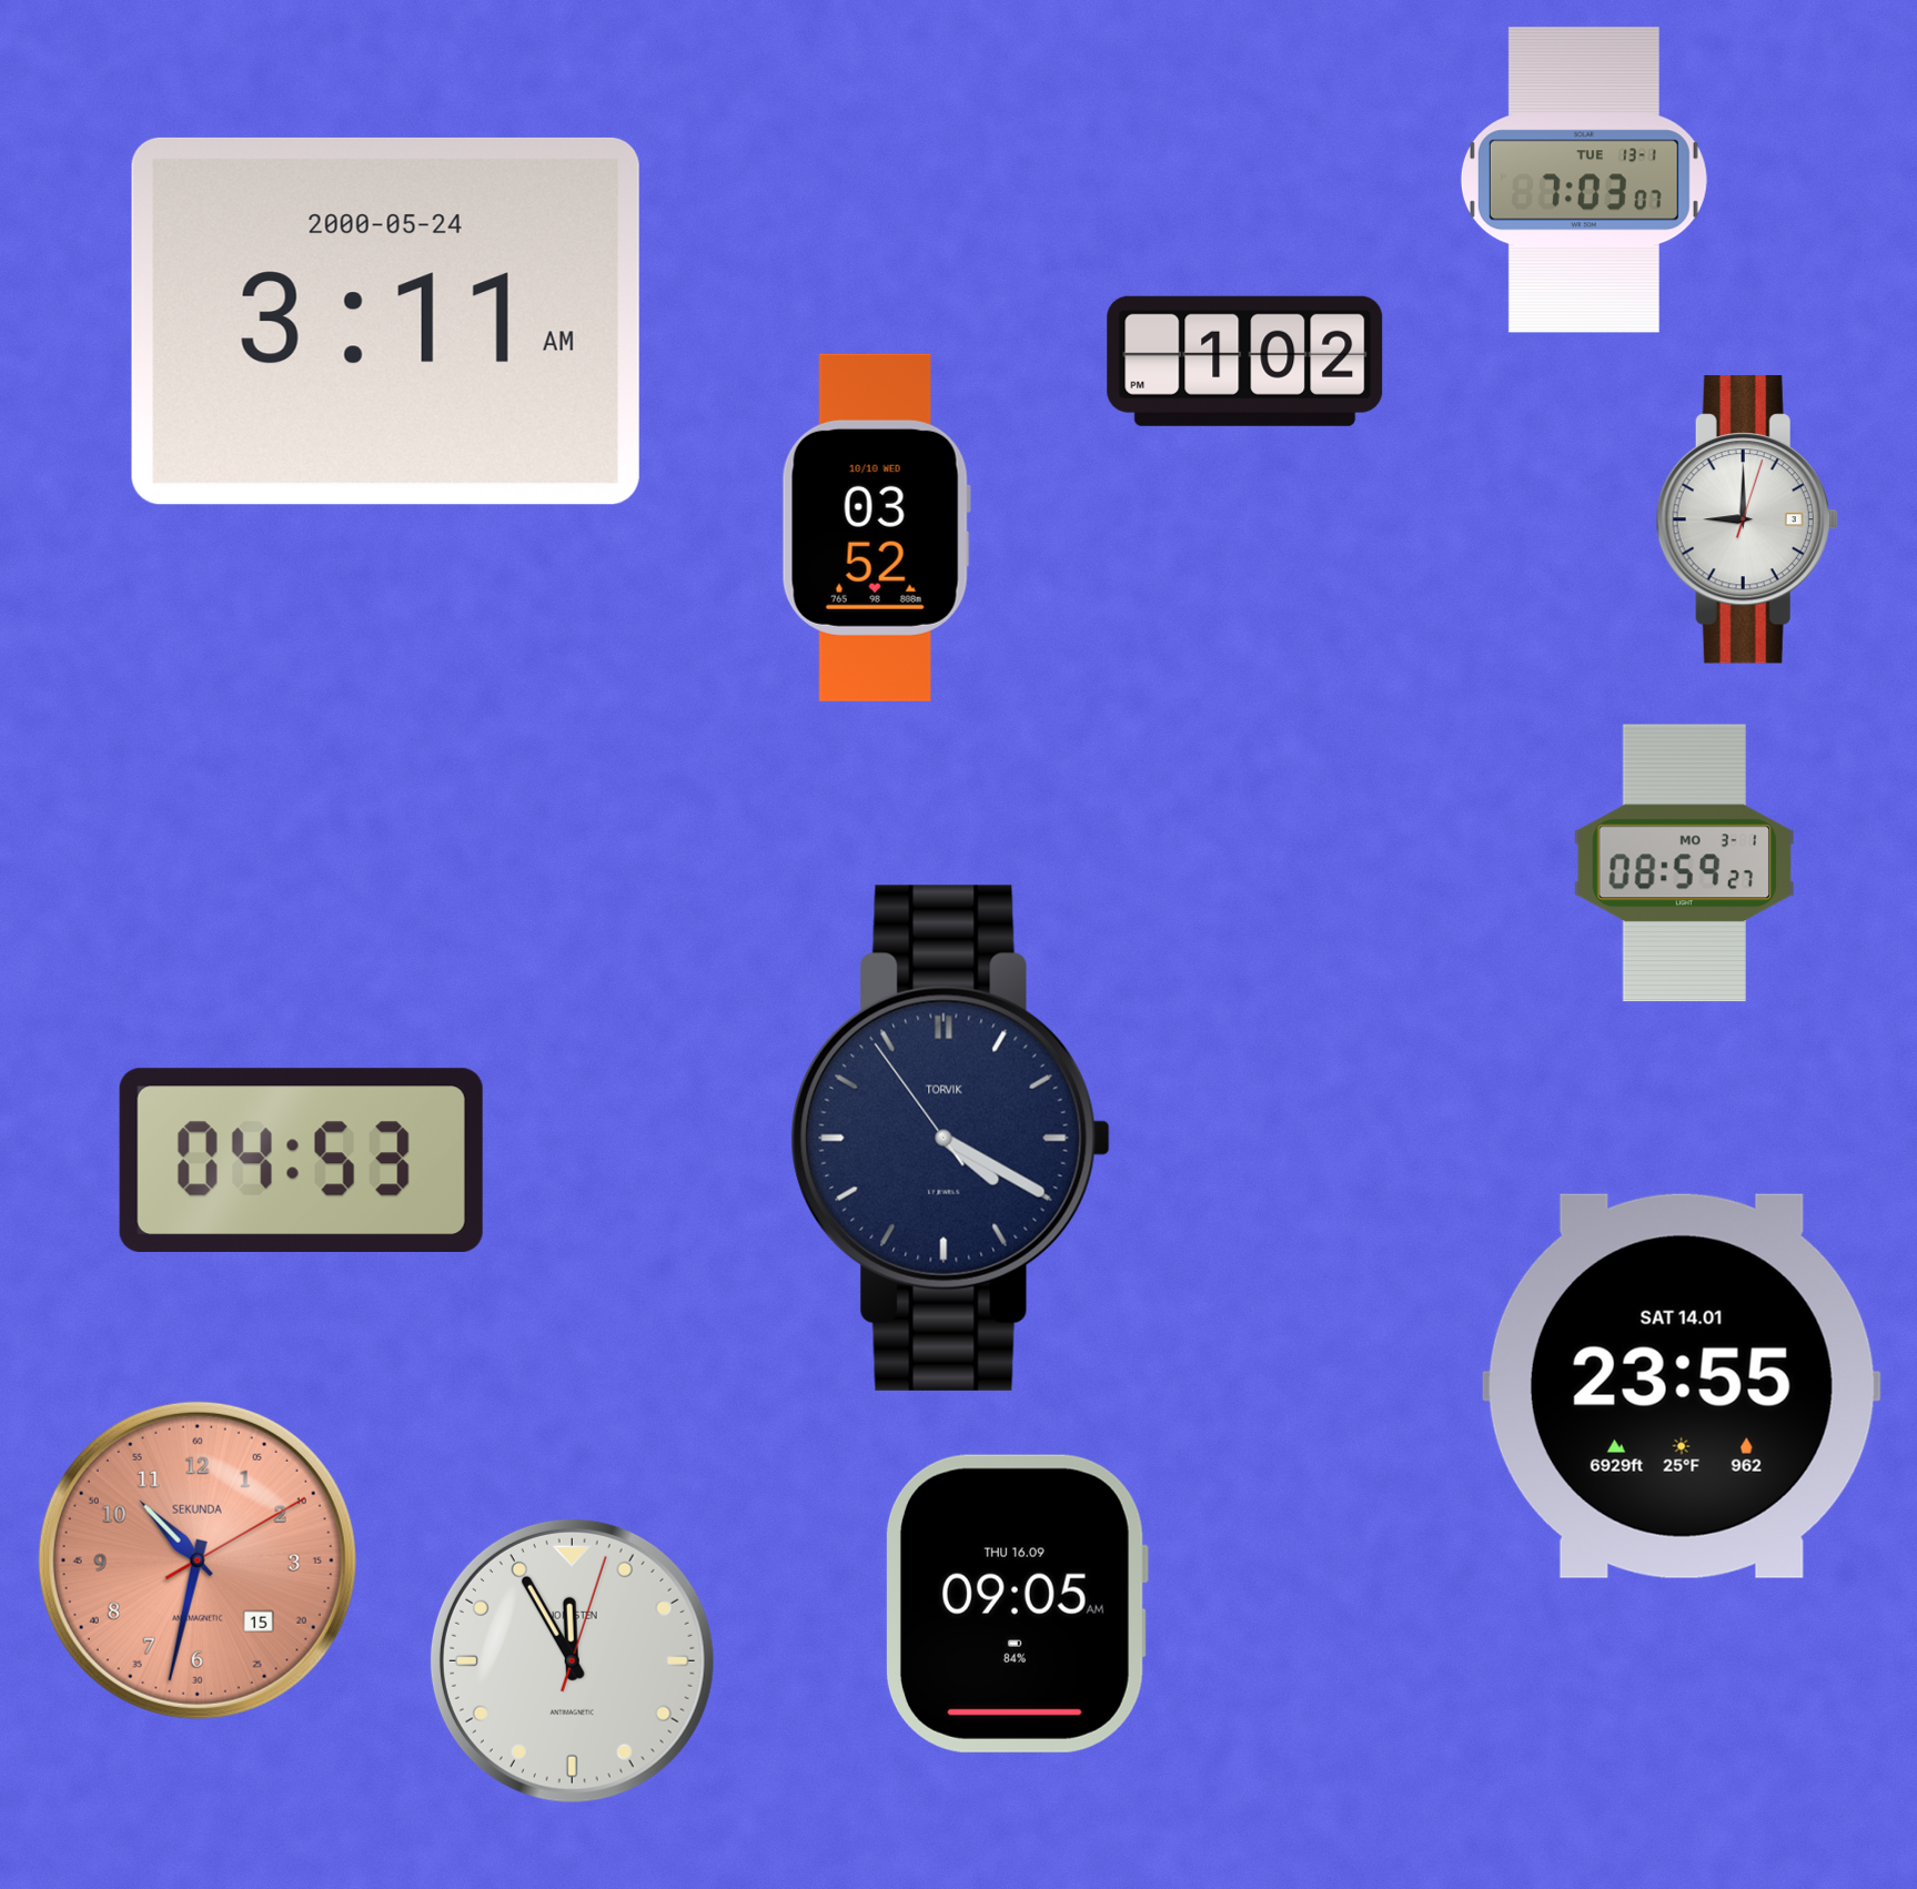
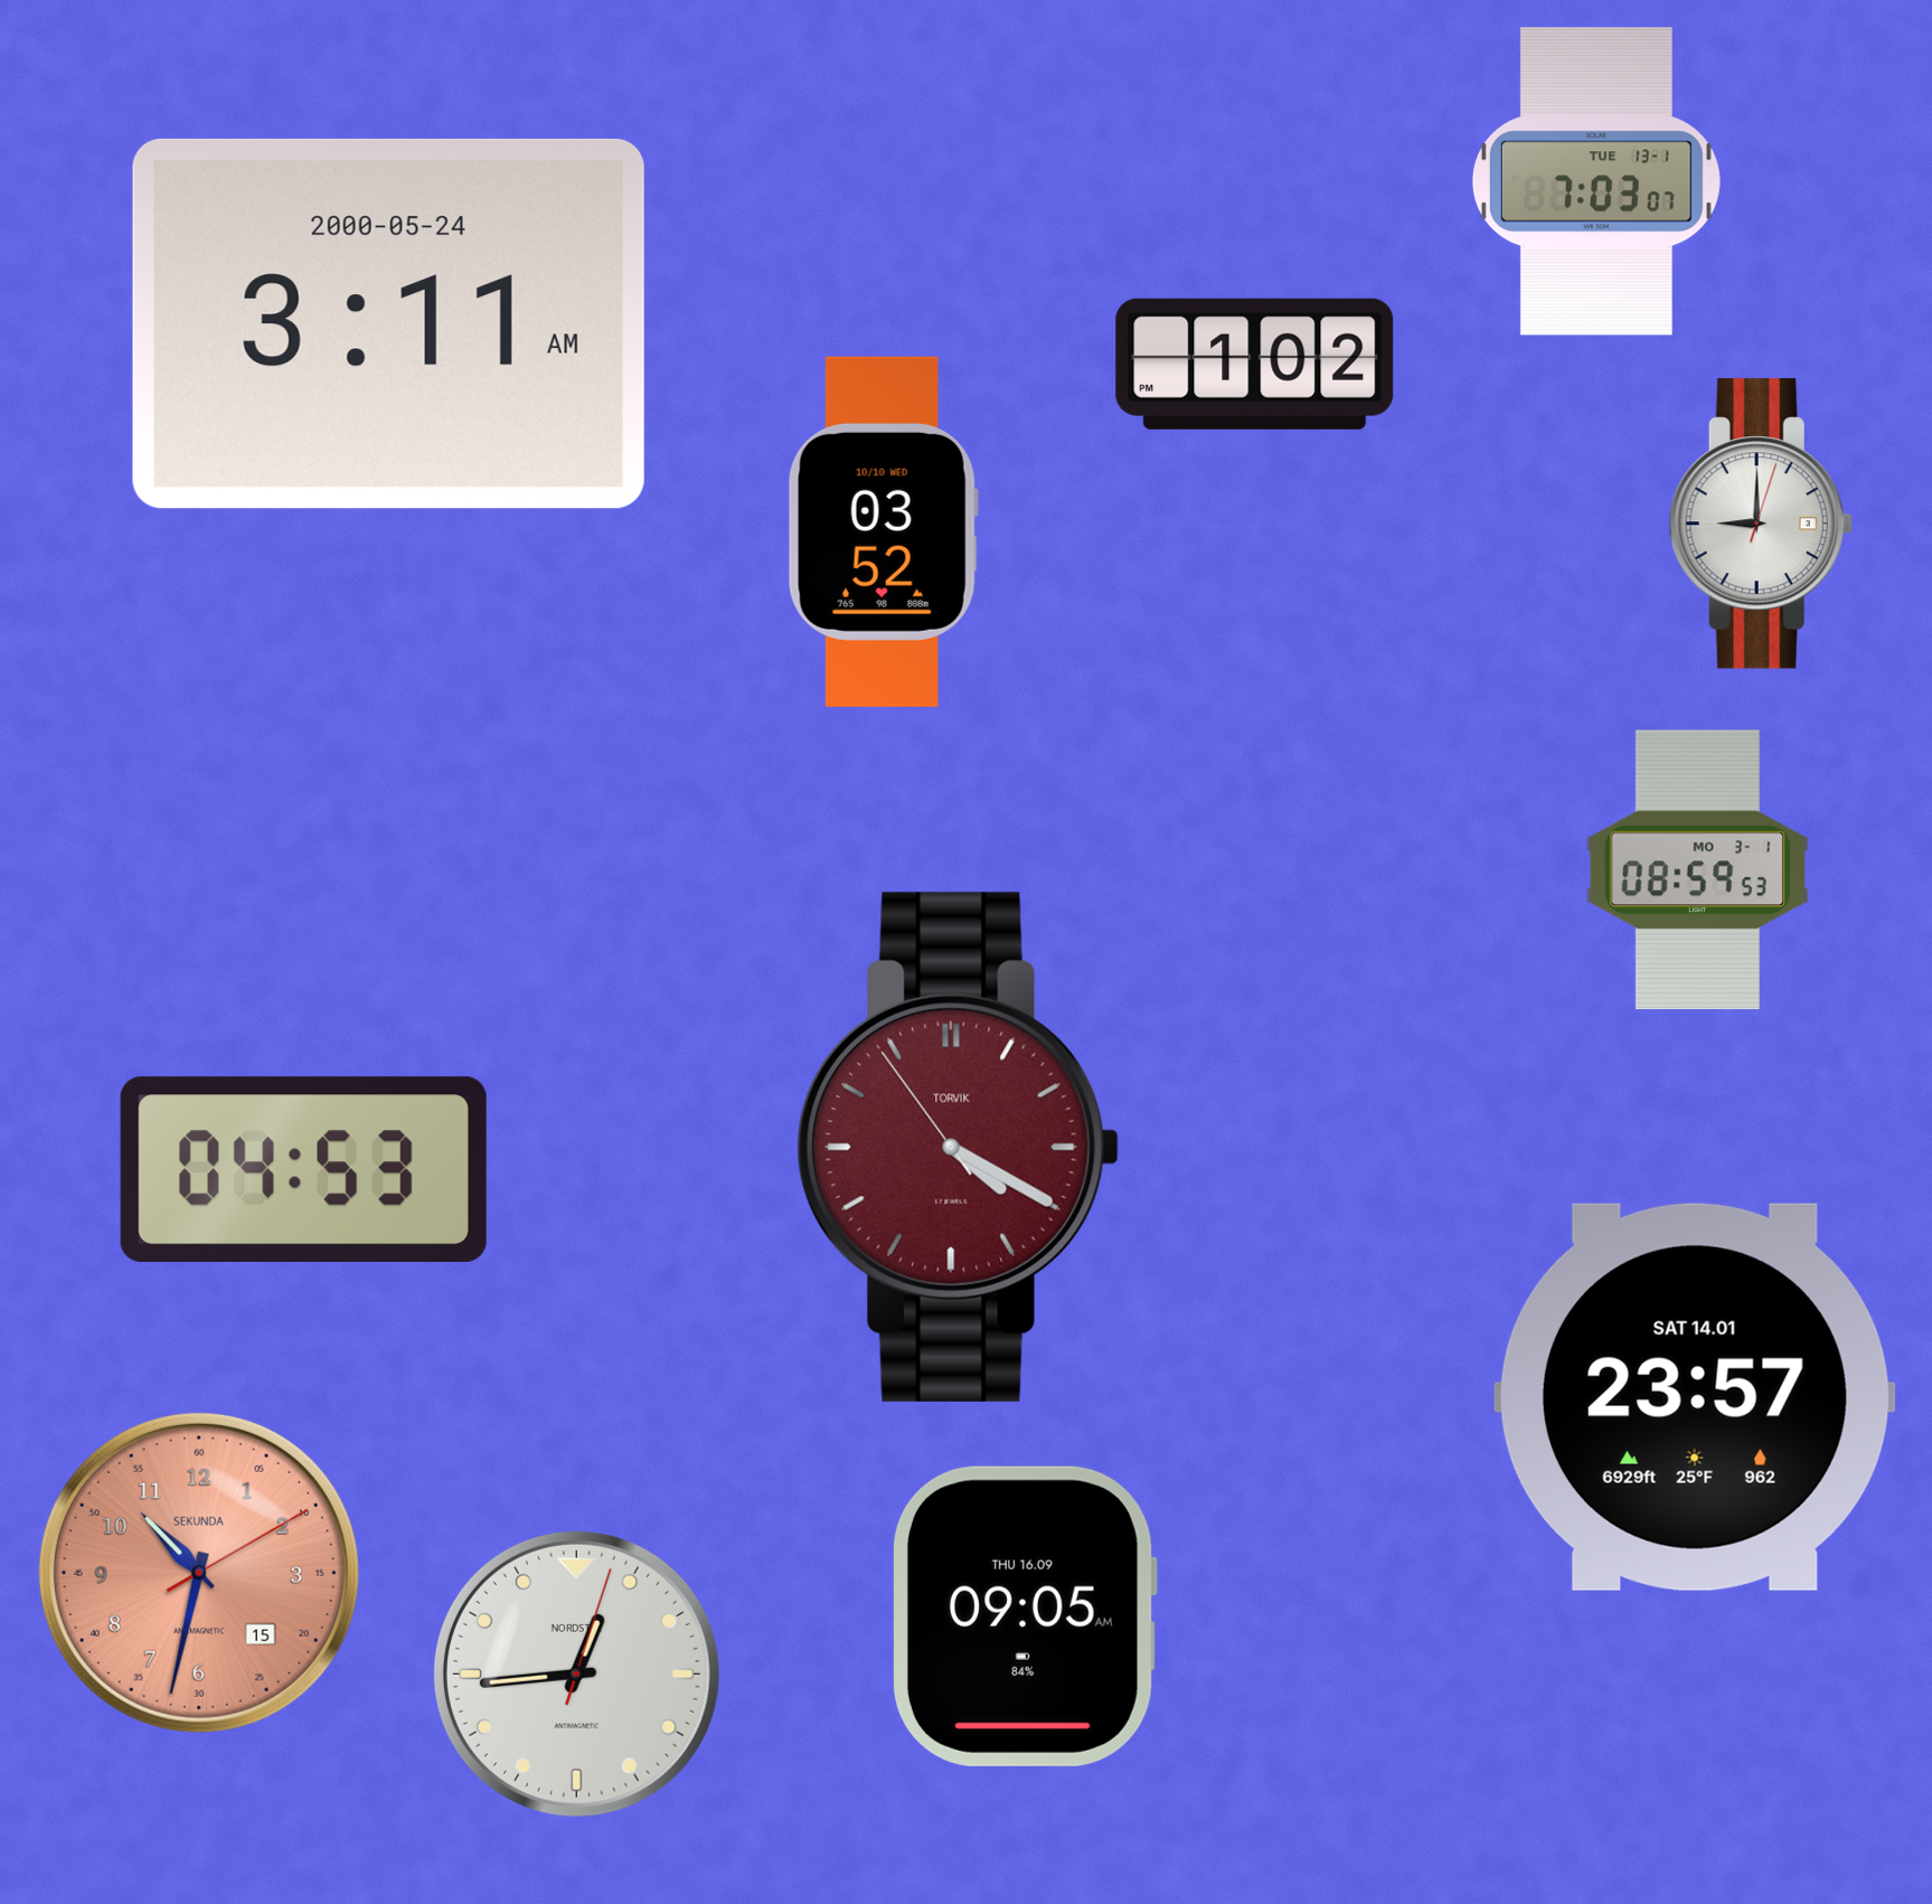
clock at (1684, 863): 08:59:27 -> 08:59:53
clock at (950, 1138) dial: navy -> burgundy
clock at (1682, 1386): 23:55 -> 23:57
clock at (572, 1660): 11:55 -> 12:44
